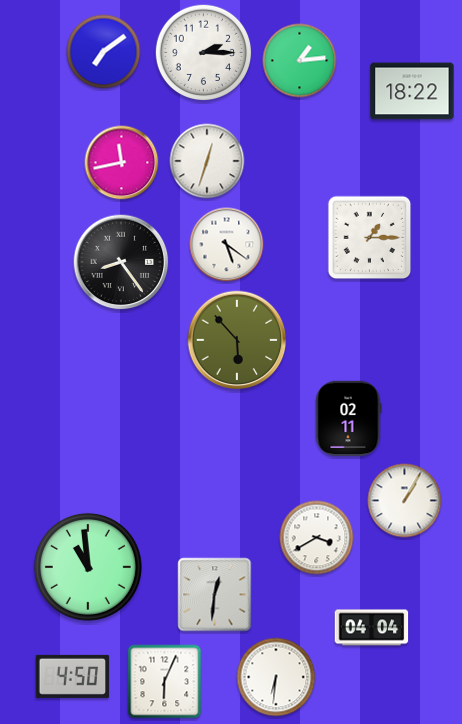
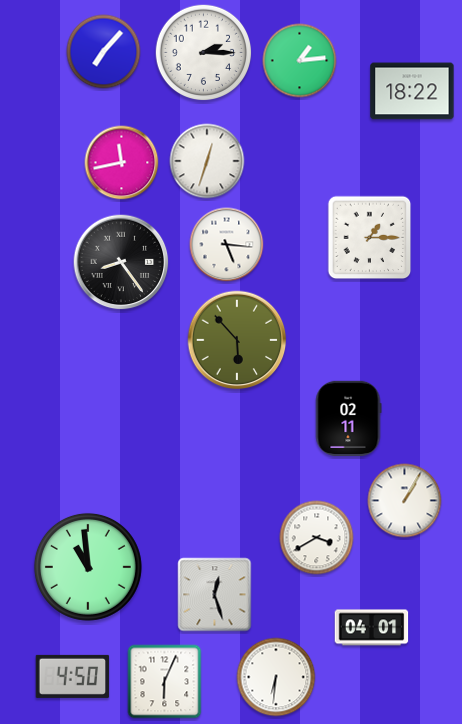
clock at (104, 52): 7:09 -> 7:07
clock at (227, 245): 5:21 -> 5:16
clock at (215, 595): 12:31 -> 12:27
clock at (372, 628): 04:04 -> 04:01
